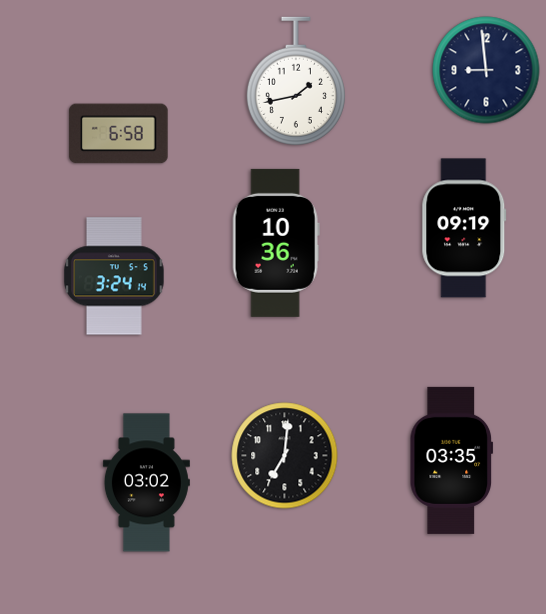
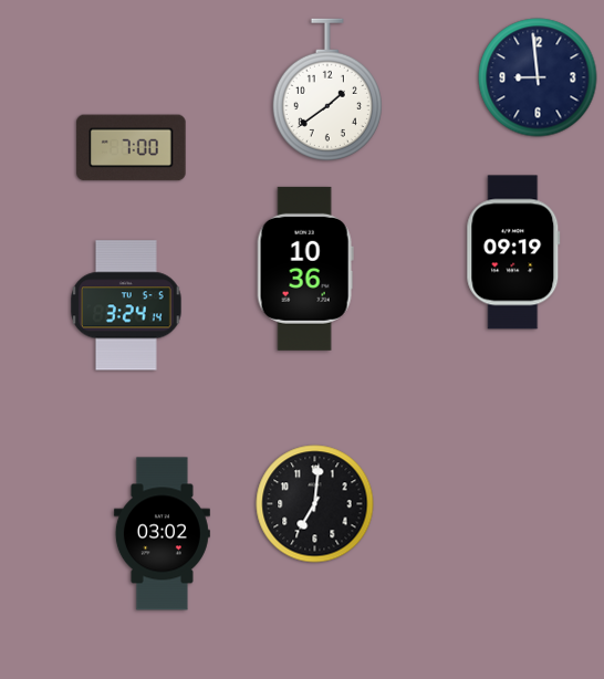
clock at (296, 81): 1:43 -> 1:39
clock at (119, 134): 6:58 -> 7:00
clock at (451, 460): 03:35 -> none
